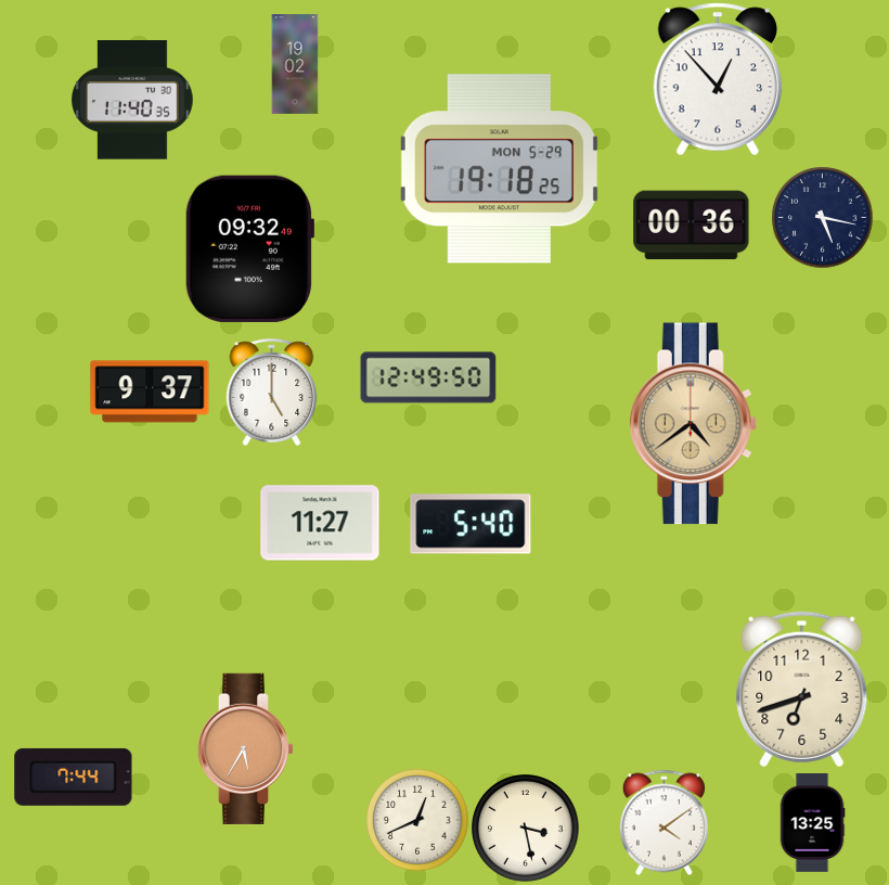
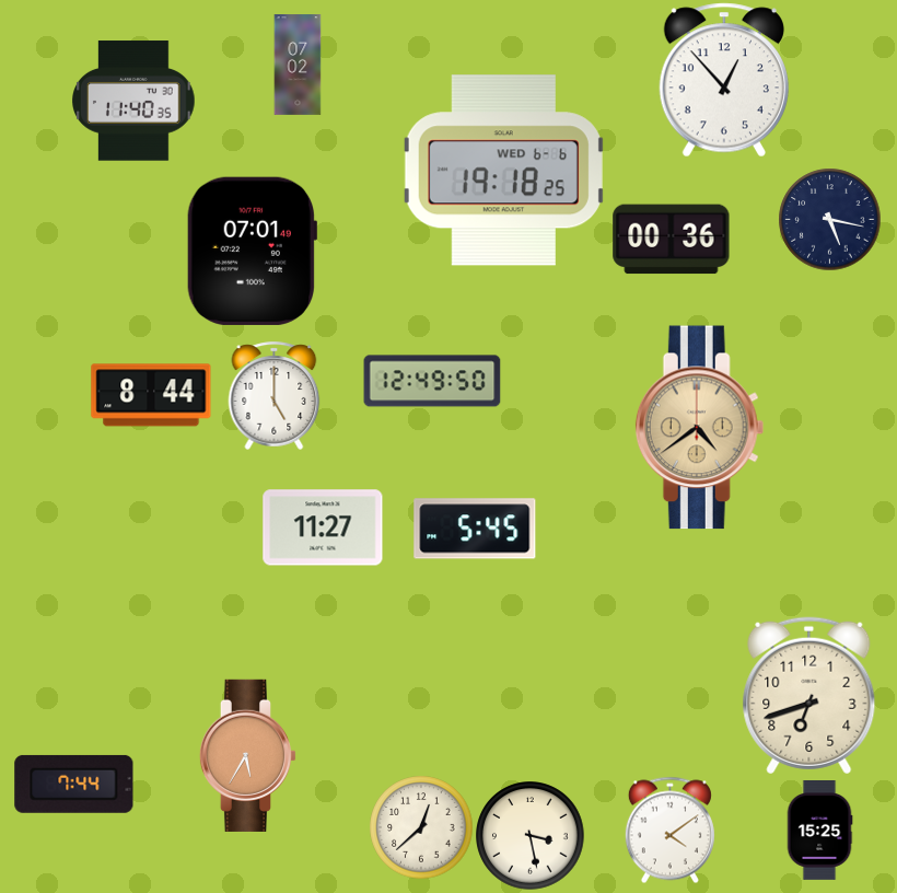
clock at (295, 64): 19:02 -> 07:02
clock at (499, 169) date: MON 5-29 -> WED 6-6
clock at (692, 226) position: (692, 226) -> (672, 240)
clock at (249, 248): 09:32 -> 07:01
clock at (150, 392): 9:37 -> 8:44
clock at (471, 524): 5:40 -> 5:45
clock at (417, 820): 12:41 -> 12:38
clock at (812, 823): 13:25 -> 15:25
